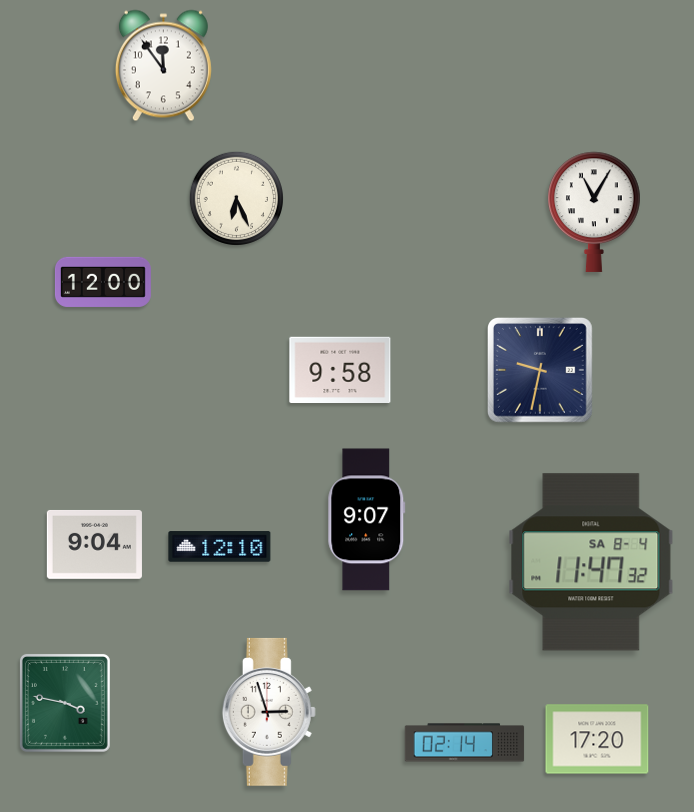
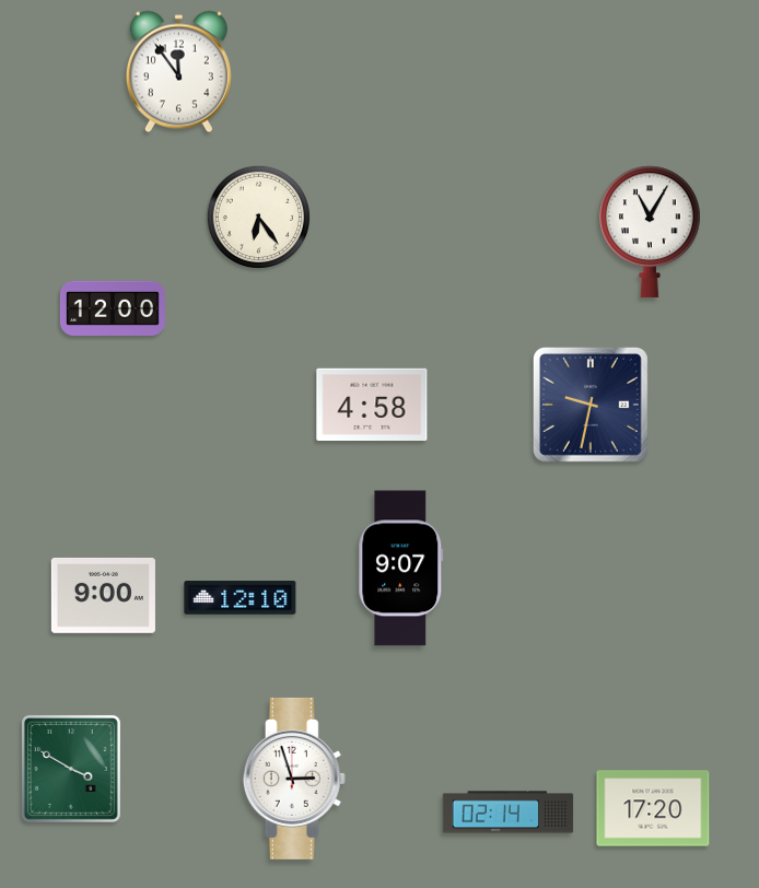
clock at (236, 198): 6:26 -> 6:24
clock at (340, 369): 9:58 -> 4:58
clock at (94, 544): 9:04 -> 9:00
clock at (591, 562): 11:47 -> none
clock at (65, 703): 3:47 -> 3:50
